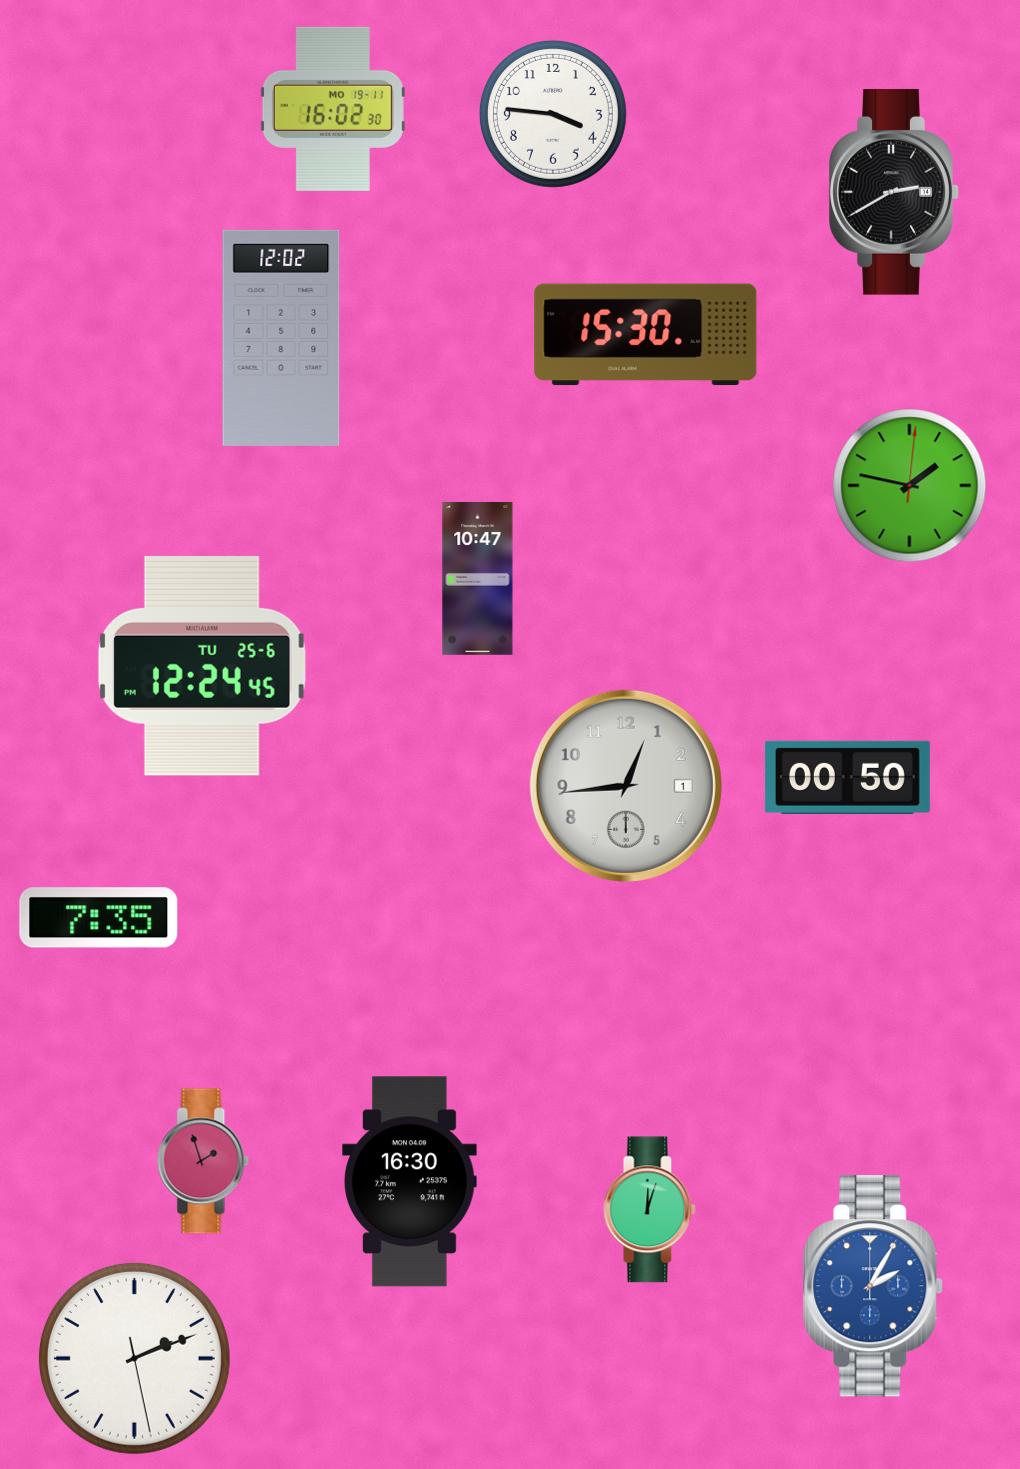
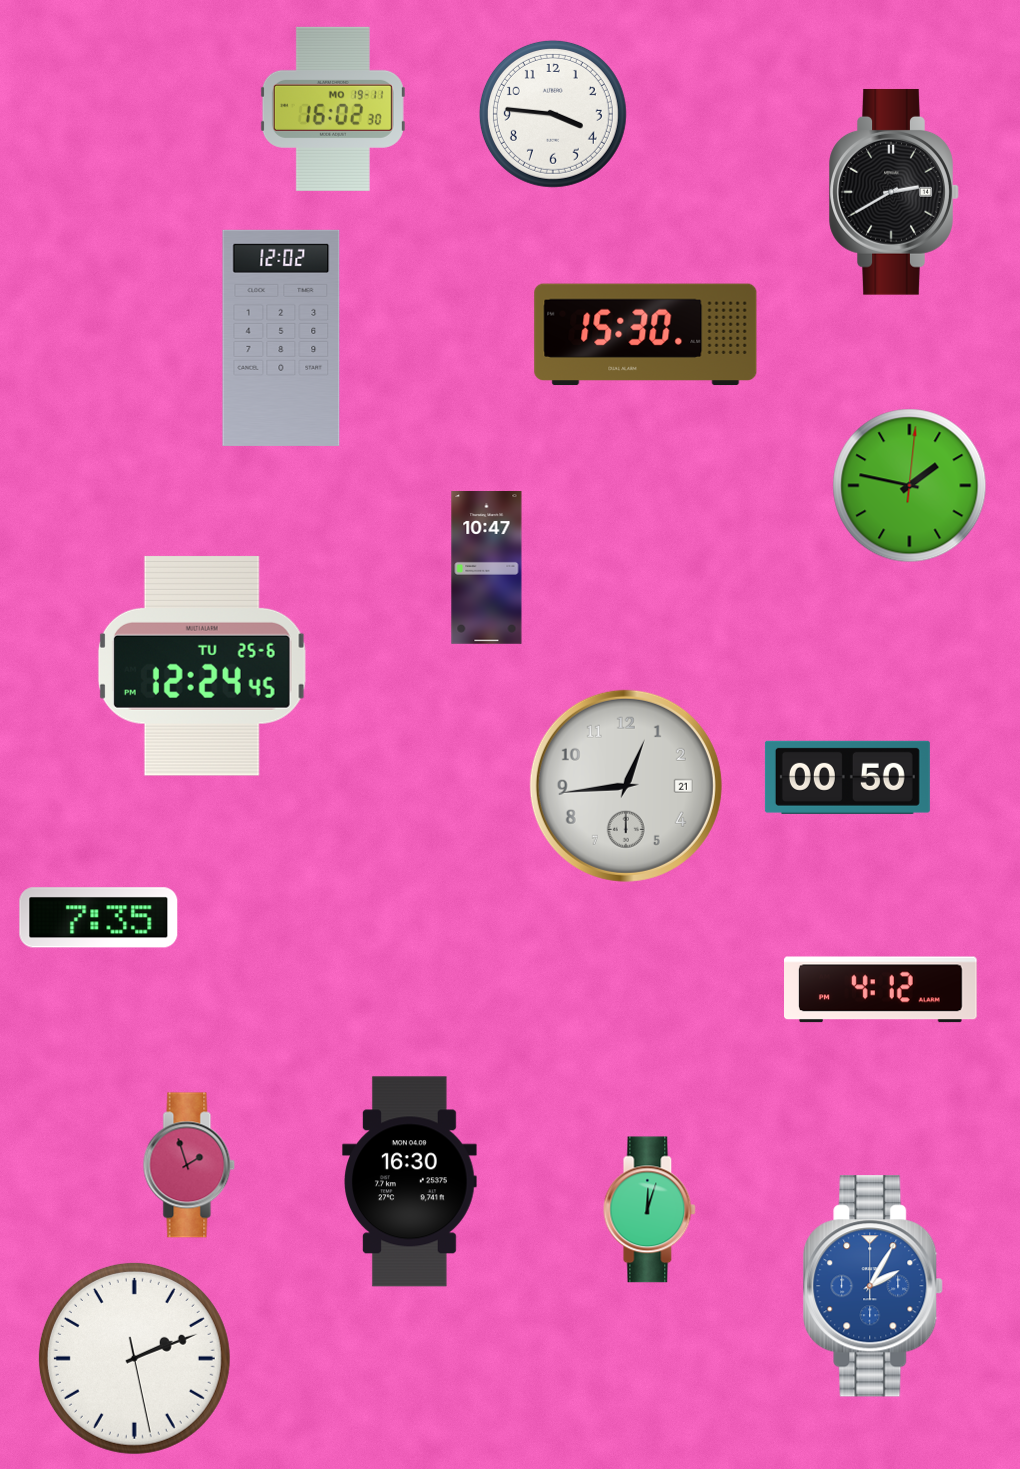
clock at (478, 579) position: (478, 579) -> (487, 568)
clock at (626, 786) date: 1 -> 21
clock at (881, 990): none -> 4:12
clock at (203, 1161) position: (203, 1161) -> (189, 1165)
